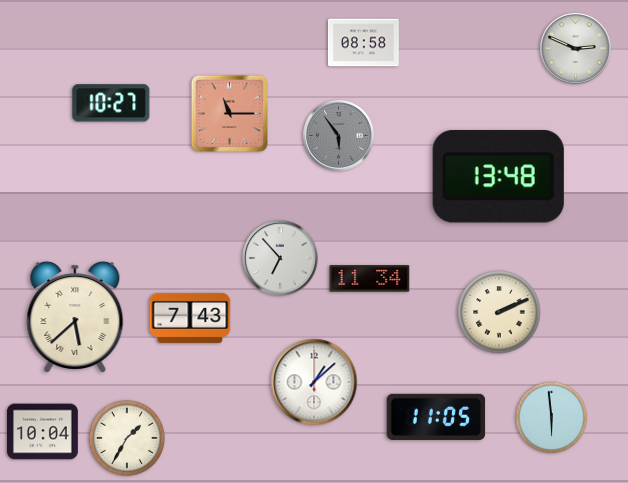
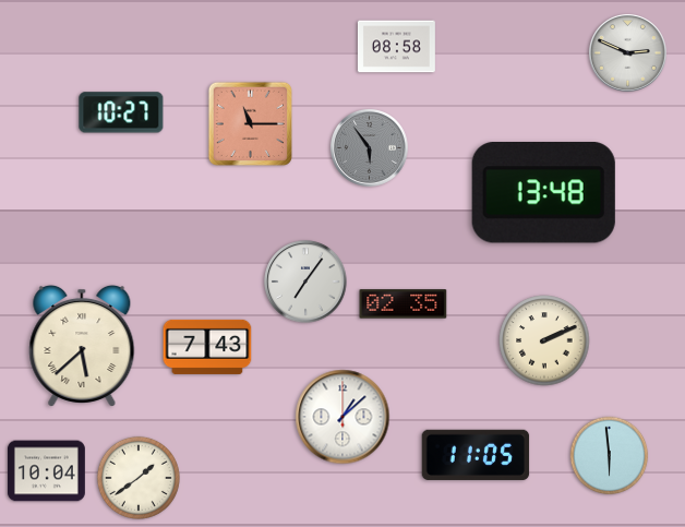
clock at (280, 258): 6:53 -> 7:06
clock at (370, 279): 11:34 -> 02:35
clock at (552, 418) position: (552, 418) -> (610, 456)
clock at (127, 438): 1:35 -> 1:39
